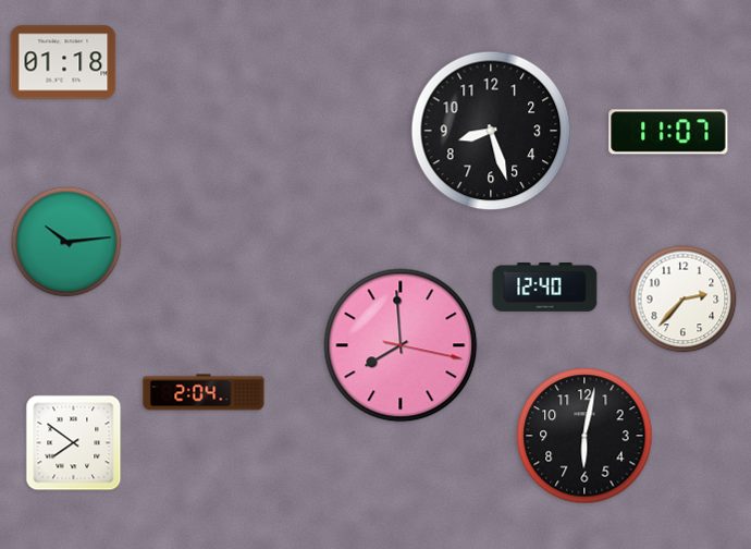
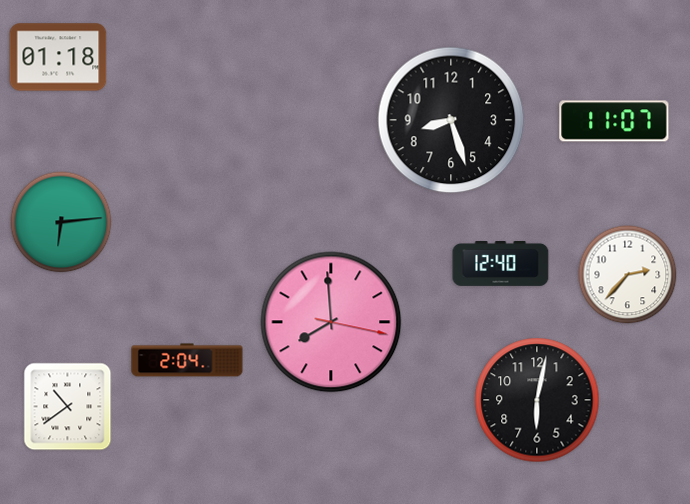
clock at (66, 242): 10:14 -> 6:14
clock at (401, 345) position: (401, 345) -> (331, 322)
clock at (74, 443): 7:51 -> 10:39
